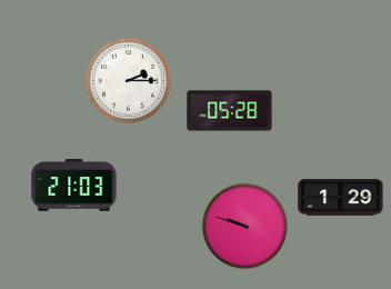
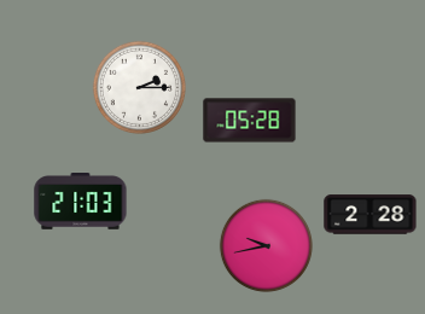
clock at (341, 198): 1:29 -> 2:28
clock at (244, 226): 9:48 -> 9:43
